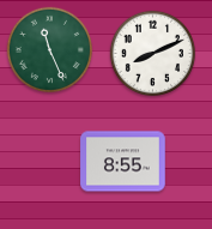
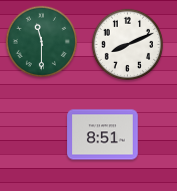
clock at (49, 49): 11:26 -> 11:30
clock at (123, 162): 8:55 -> 8:51
